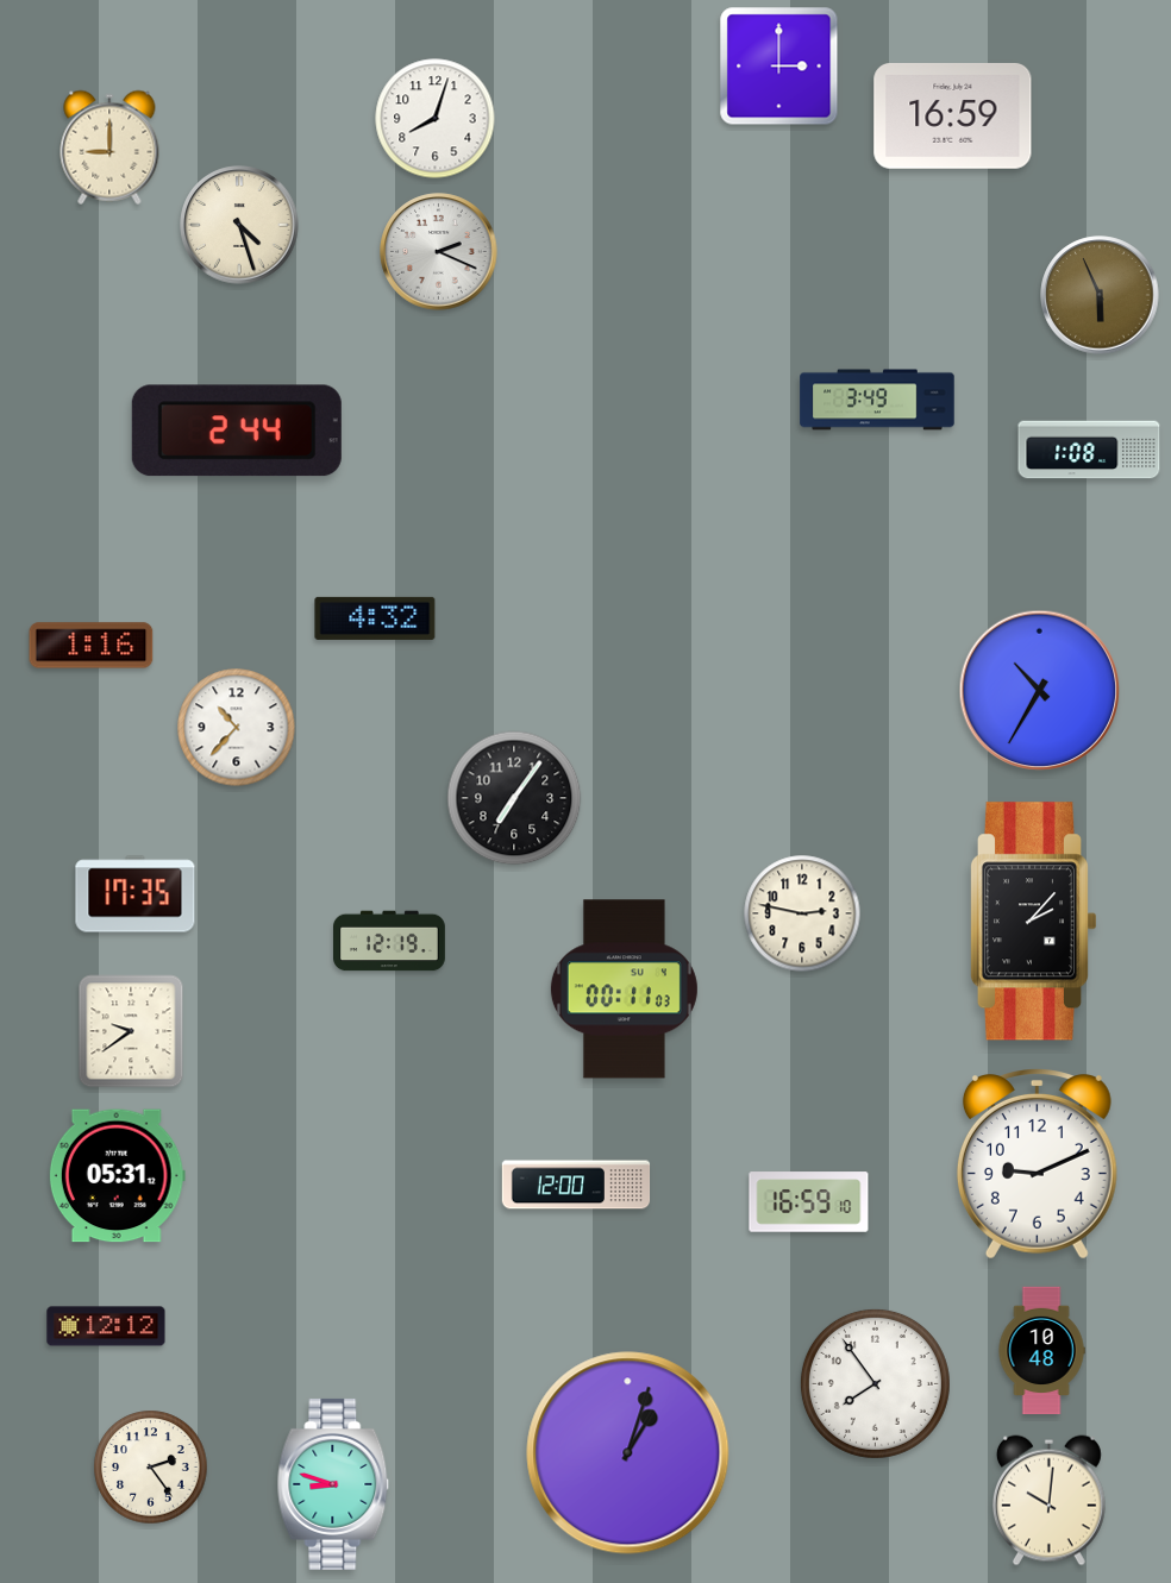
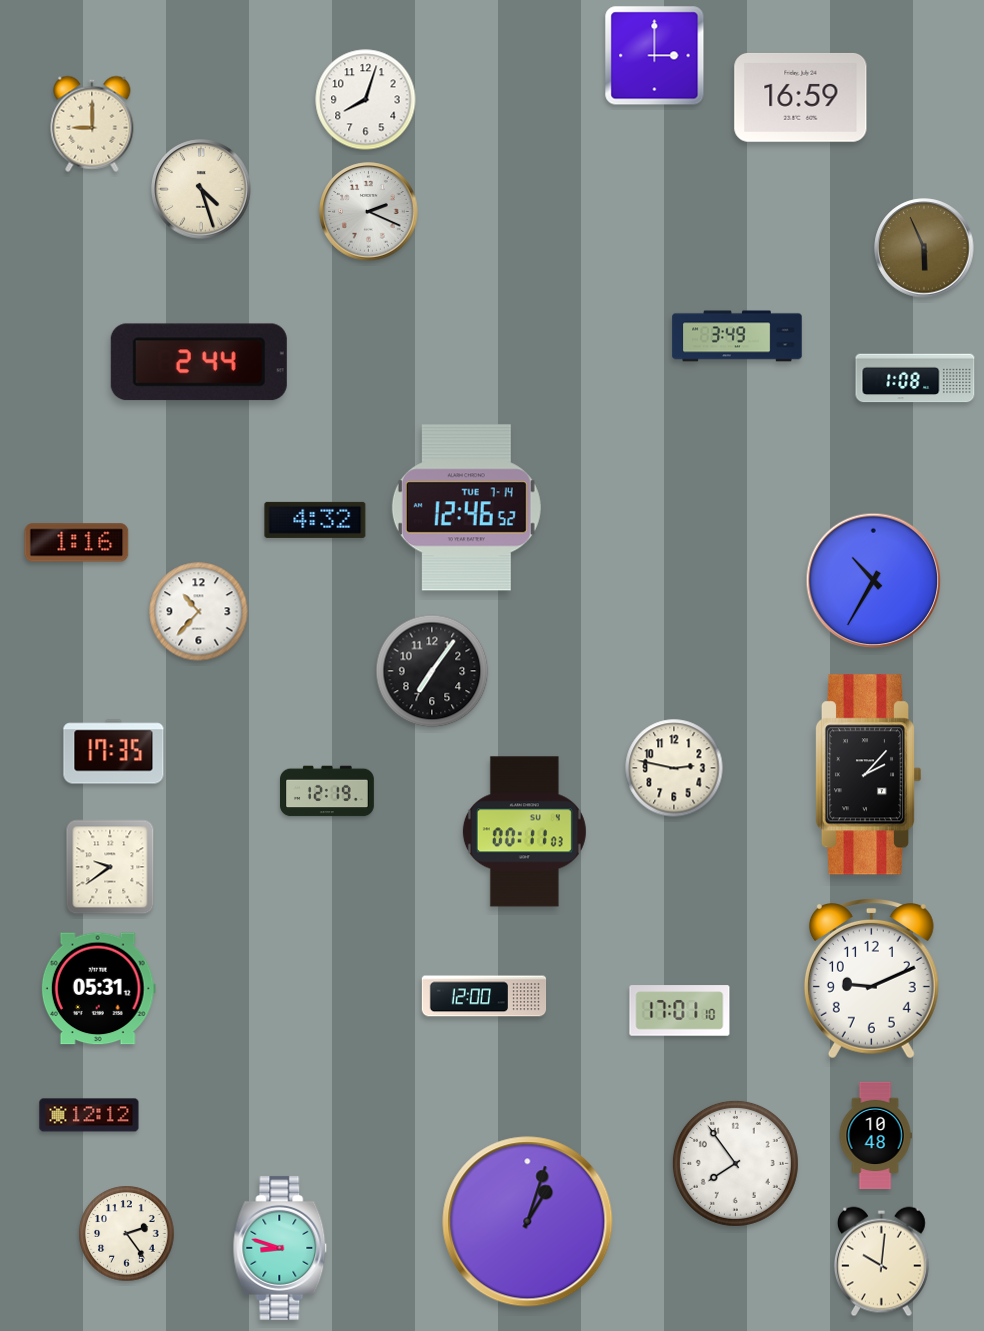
clock at (466, 508): none -> 12:46
clock at (809, 1202): 16:59 -> 17:01
